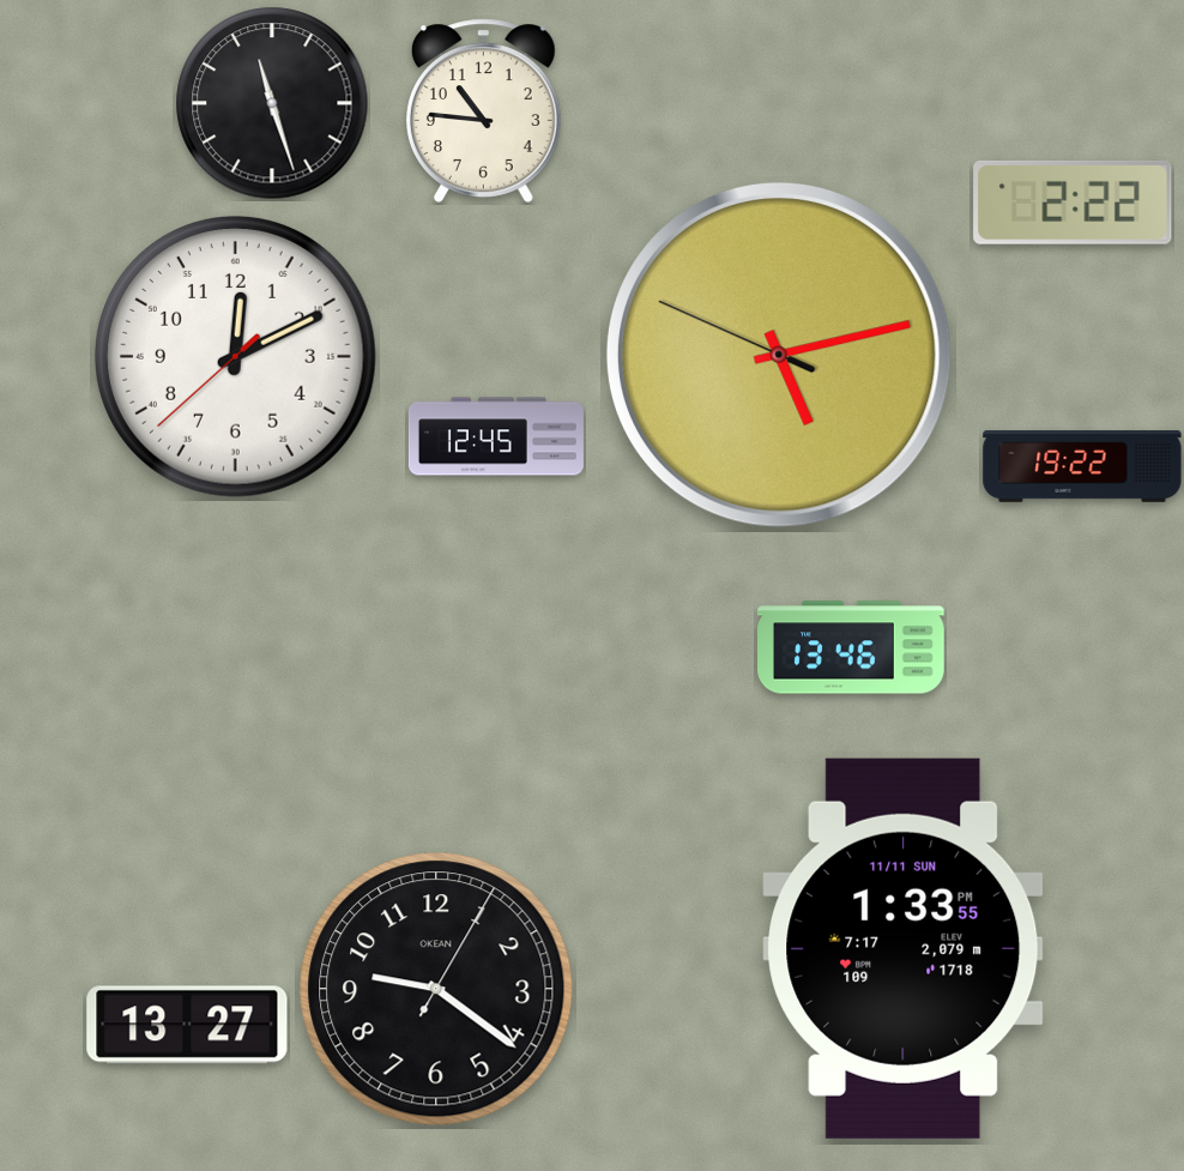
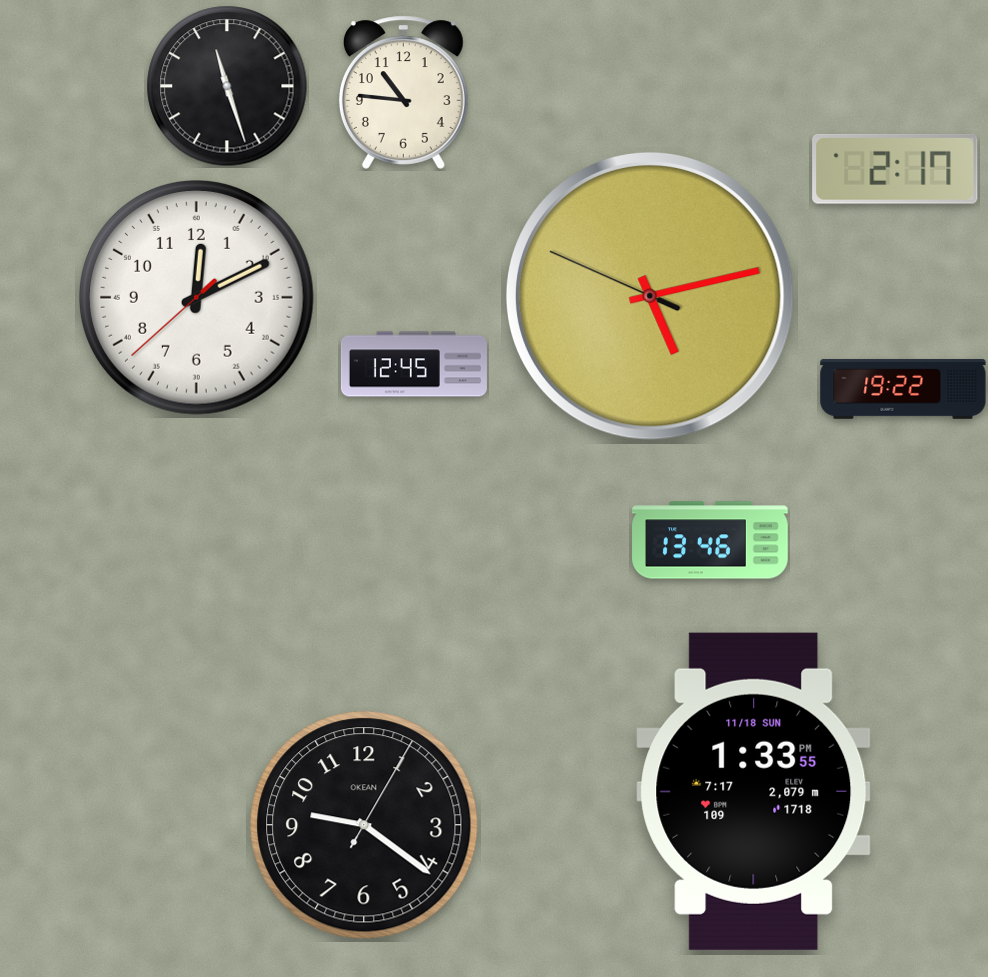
clock at (1073, 203): 2:22 -> 2:17
clock at (904, 948) date: 11/11 SUN -> 11/18 SUN
clock at (187, 1025): 13:27 -> none
